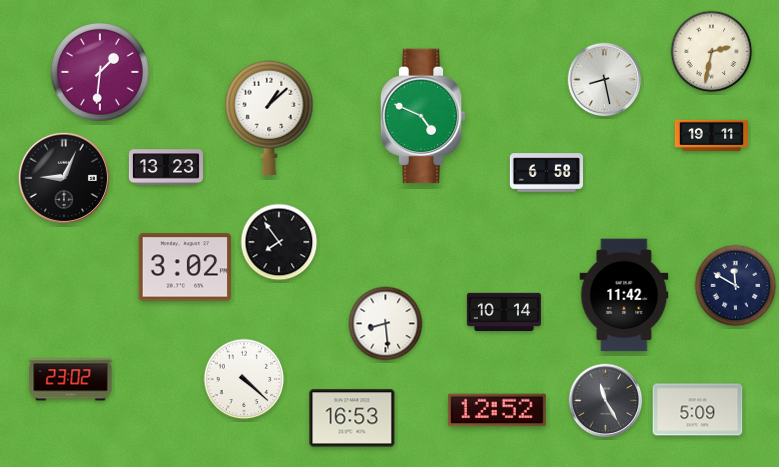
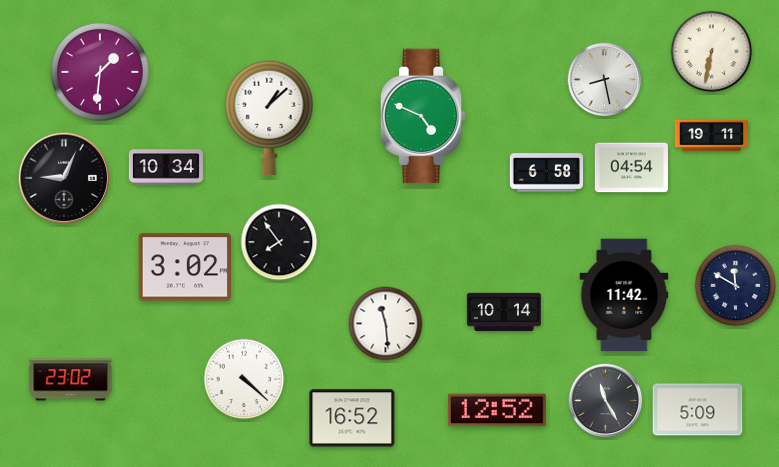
clock at (712, 52): 2:32 -> 6:32
clock at (166, 167): 13:23 -> 10:34
clock at (631, 168): none -> 04:54
clock at (386, 324): 8:29 -> 11:29
clock at (352, 418): 16:53 -> 16:52
